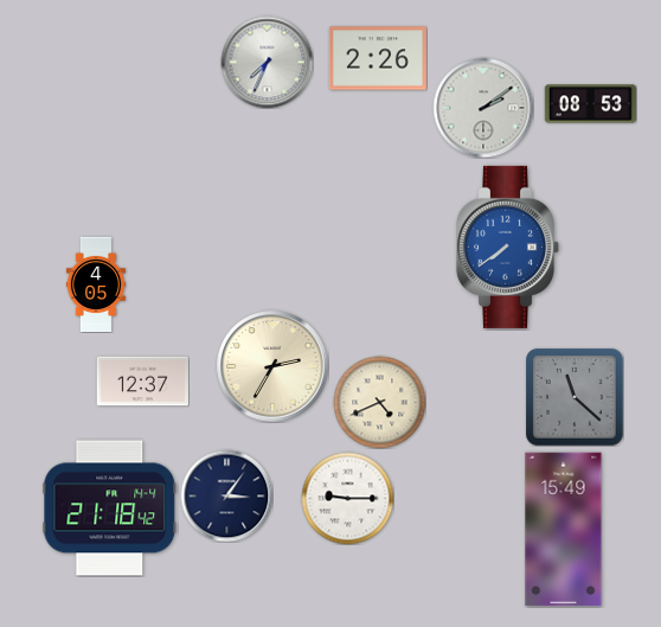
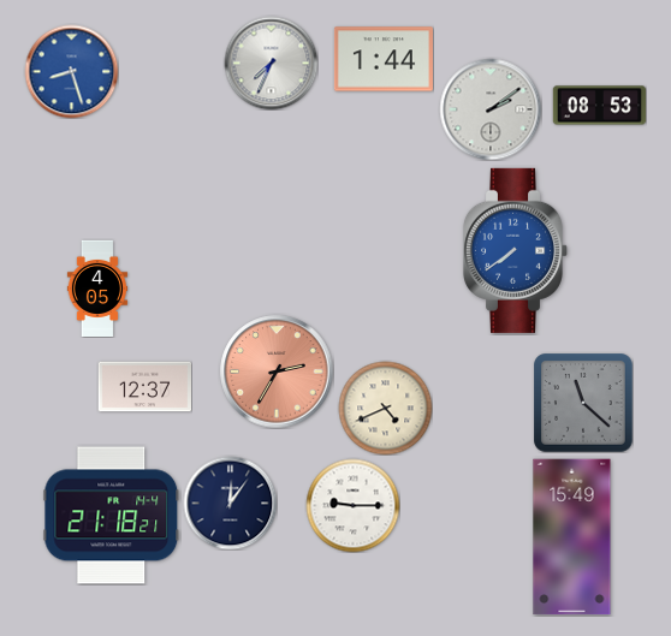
clock at (378, 58): 2:26 -> 1:44
clock at (71, 71): none -> 8:27
clock at (272, 366) dial: cream -> salmon
clock at (226, 495): 3:06 -> 12:06
clock at (110, 508): 21:18:42 -> 21:18:21
